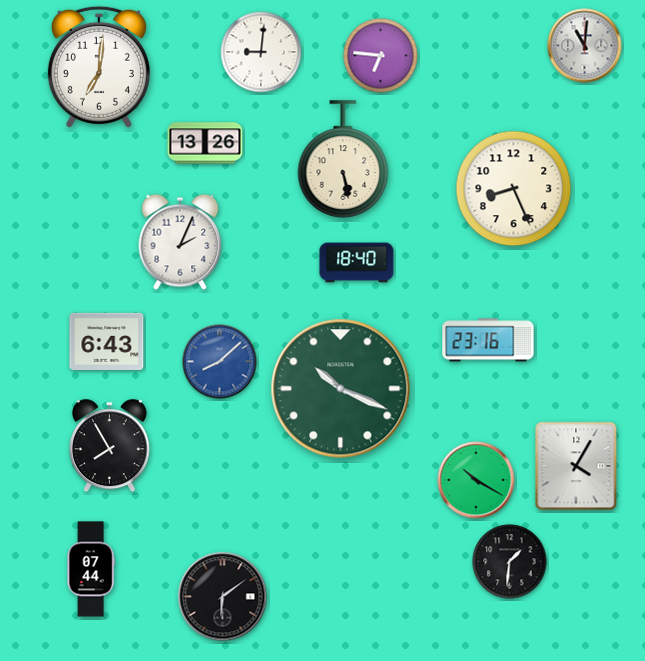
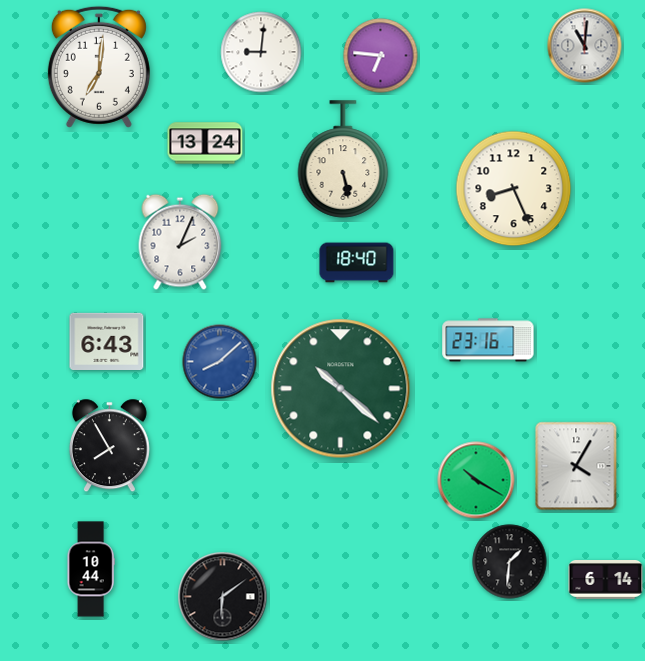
clock at (205, 143): 13:26 -> 13:24
clock at (341, 389): 10:19 -> 10:22
clock at (91, 569): 07:44 -> 10:44
clock at (606, 580): none -> 6:14
